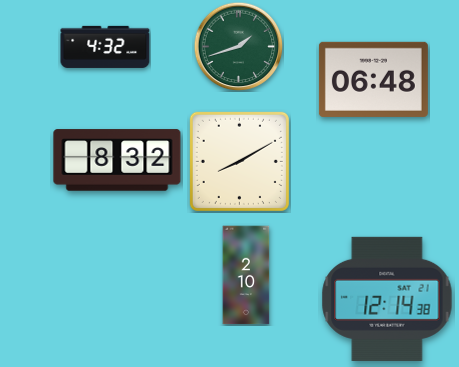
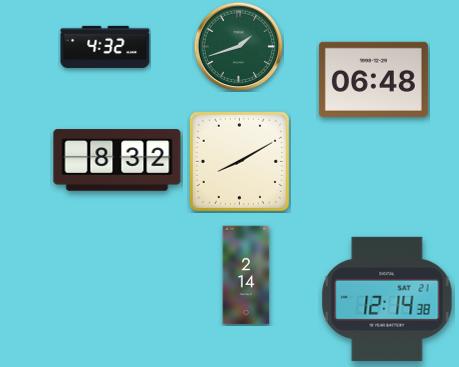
clock at (246, 275): 2:10 -> 2:14
